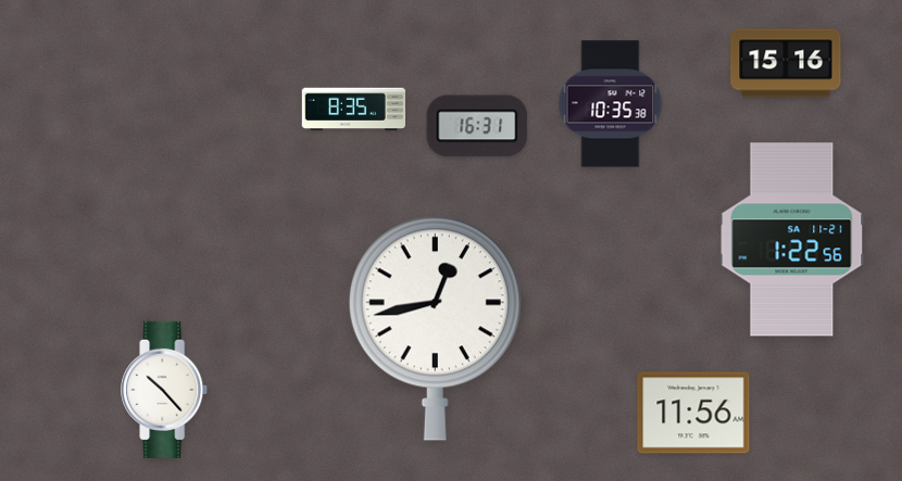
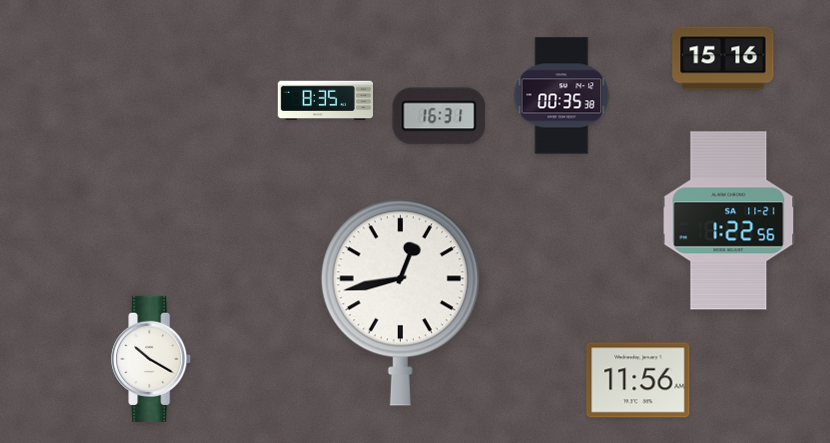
clock at (611, 104): 10:35 -> 00:35
clock at (165, 390): 10:23 -> 10:20
